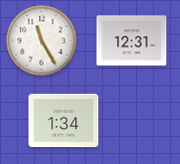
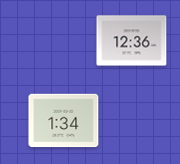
clock at (42, 41): 11:25 -> none
clock at (132, 41): 12:31 -> 12:36
